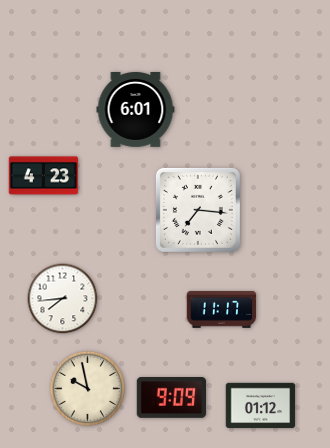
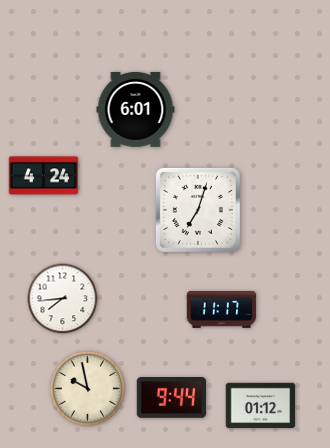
clock at (44, 176): 4:23 -> 4:24
clock at (198, 210): 7:16 -> 7:03
clock at (172, 398): 9:09 -> 9:44
